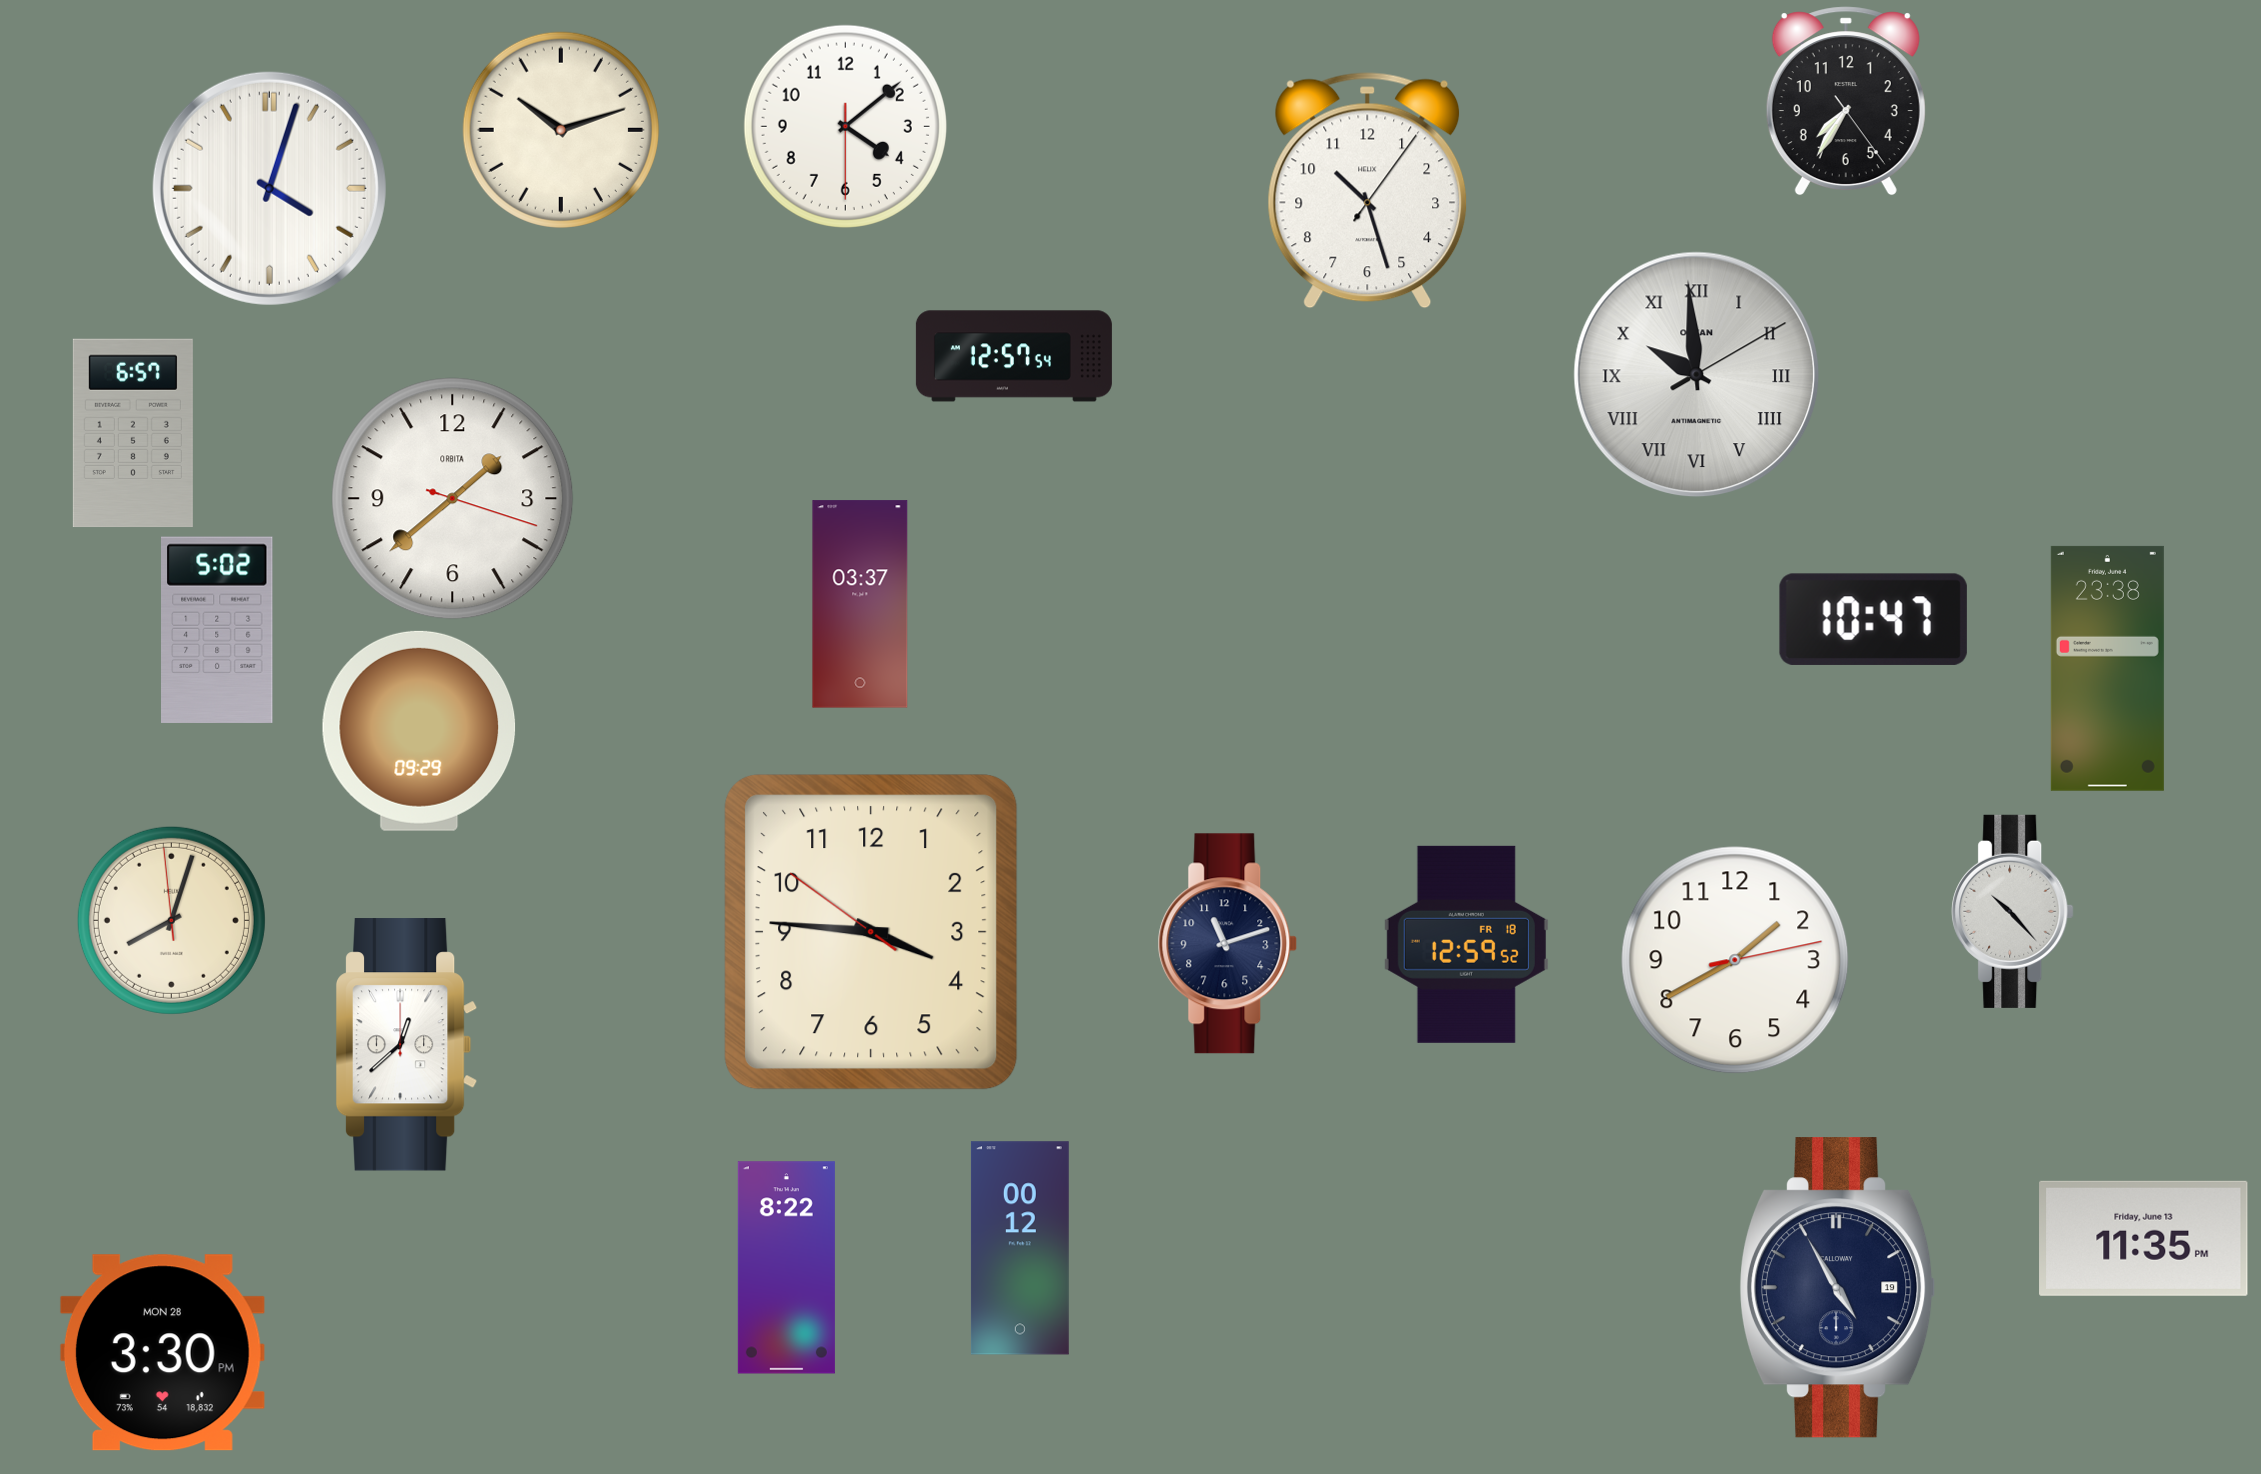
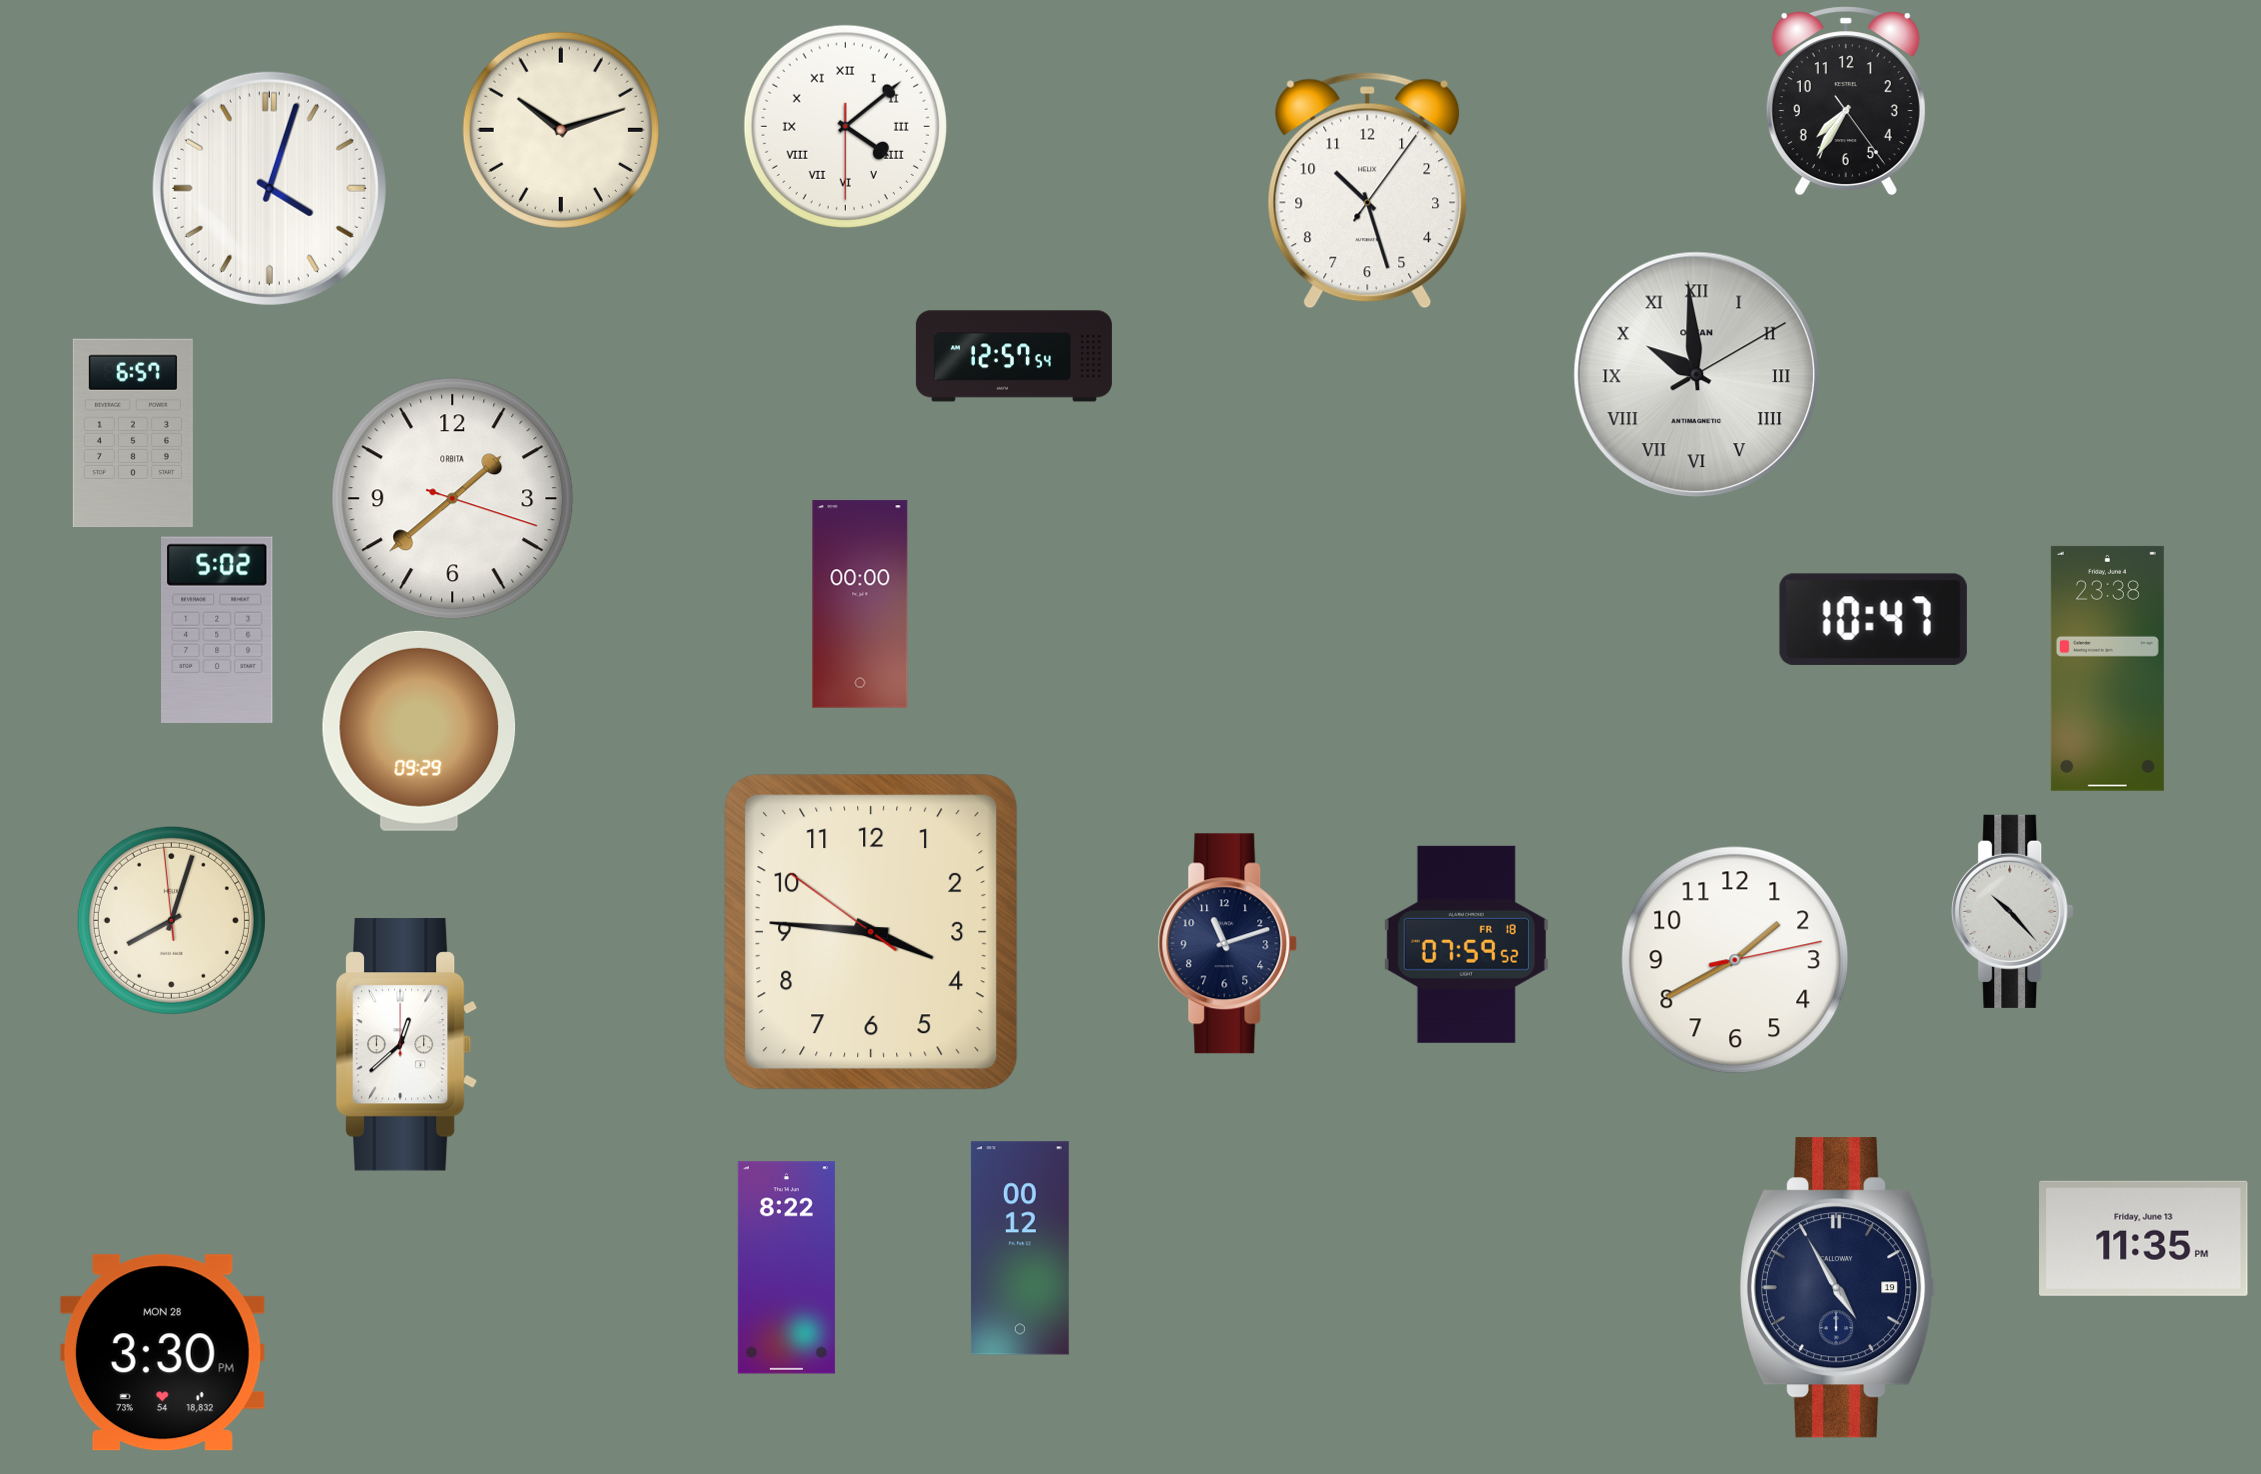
clock at (845, 126) numerals: Arabic -> Roman
clock at (860, 604): 03:37 -> 00:00
clock at (1466, 944): 12:59 -> 07:59
